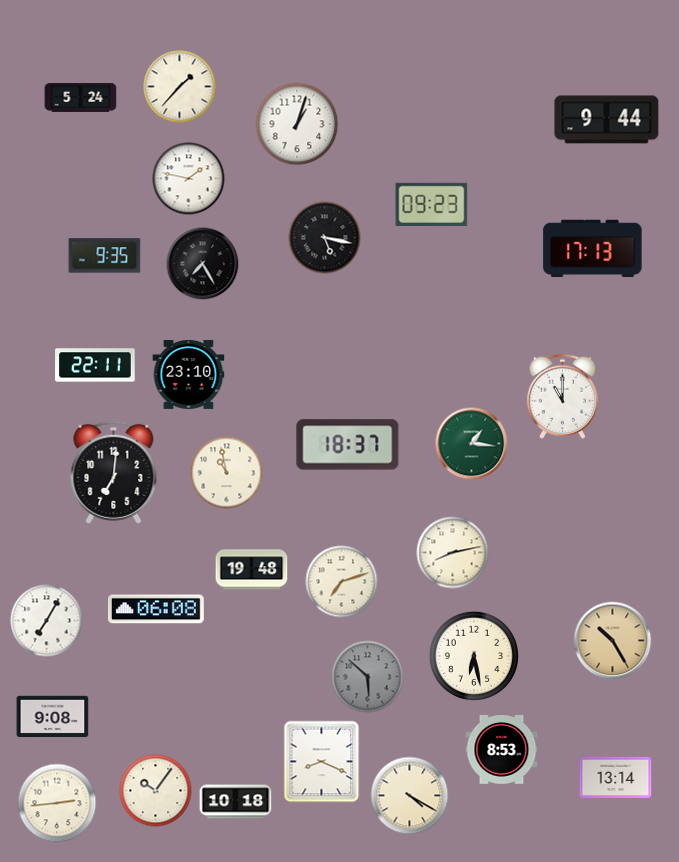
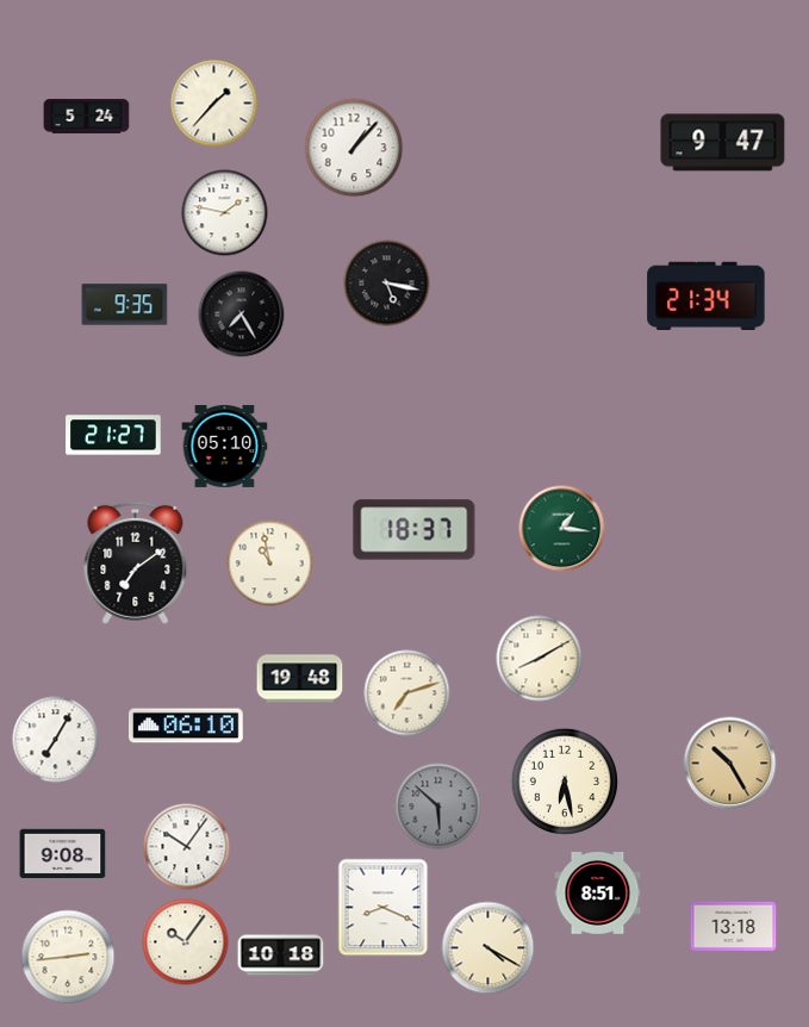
clock at (81, 98) position: (81, 98) -> (87, 117)
clock at (607, 120): 9:44 -> 9:47
clock at (297, 124): 1:03 -> 1:07
clock at (432, 204): 09:23 -> none
clock at (593, 248): 17:13 -> 21:34
clock at (95, 365): 22:11 -> 21:27
clock at (189, 374): 23:10 -> 05:10
clock at (562, 396): 11:00 -> none
clock at (114, 472): 7:01 -> 7:09
clock at (453, 553): 8:13 -> 8:10
clock at (157, 609): 06:08 -> 06:10
clock at (187, 847): none -> 10:06
clock at (502, 750): 8:53 -> 8:51
clock at (616, 777): 13:14 -> 13:18
